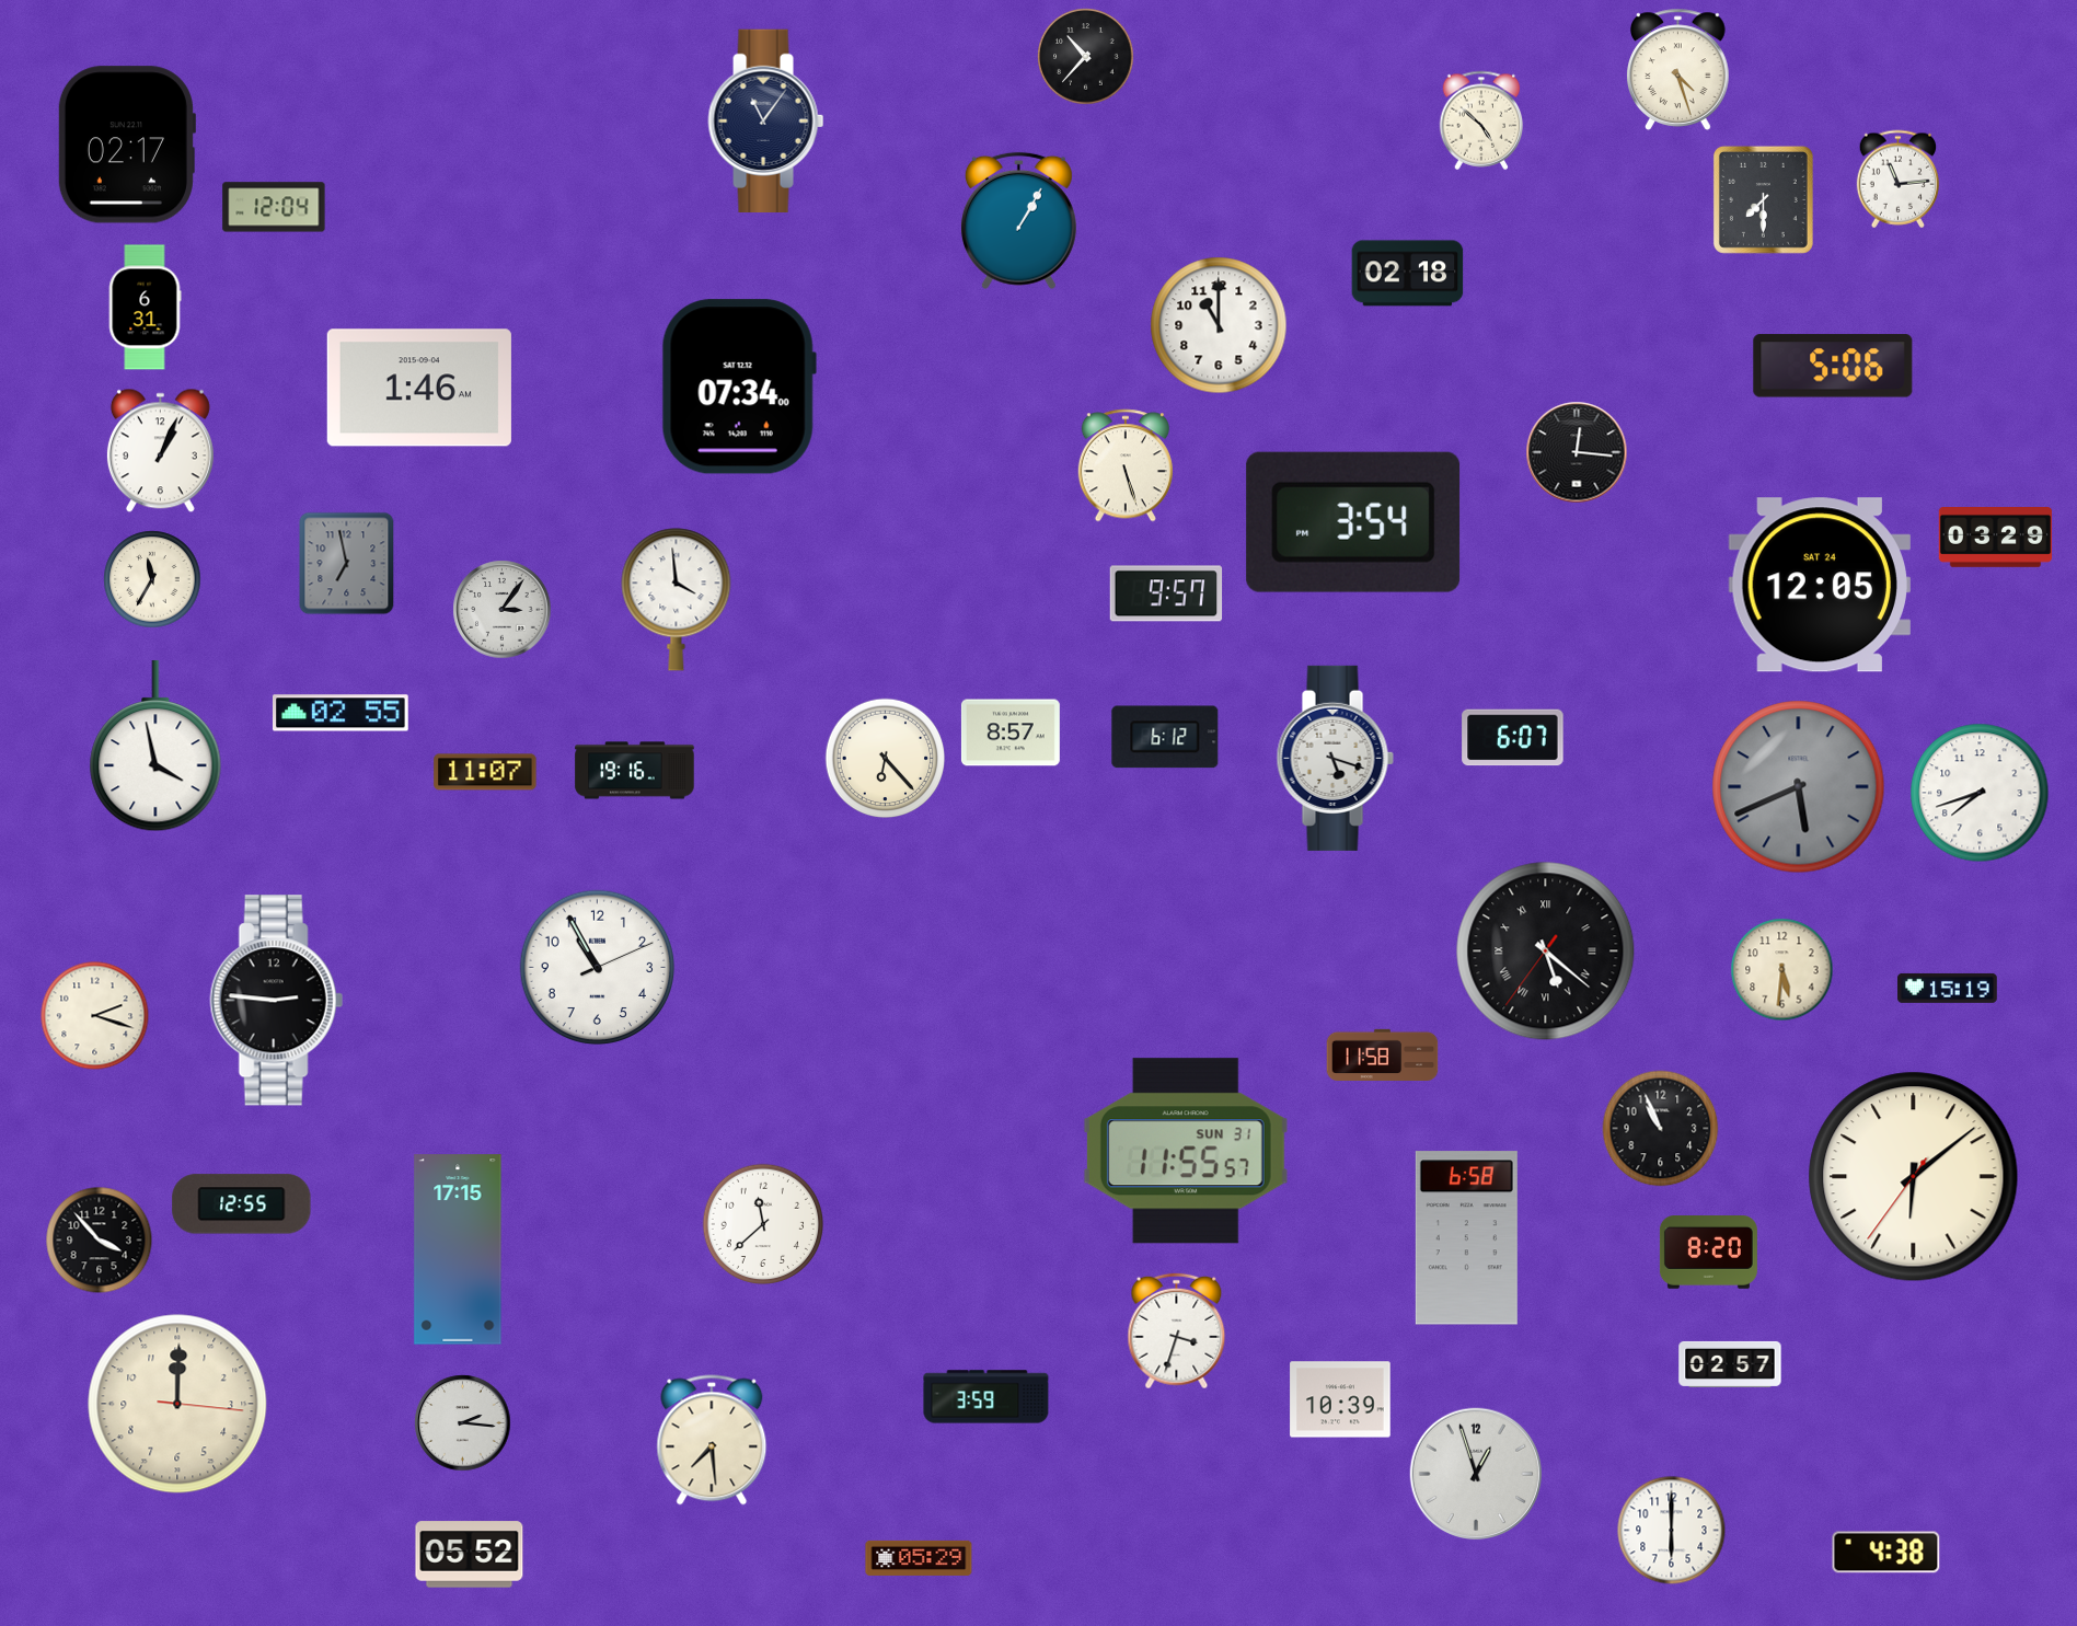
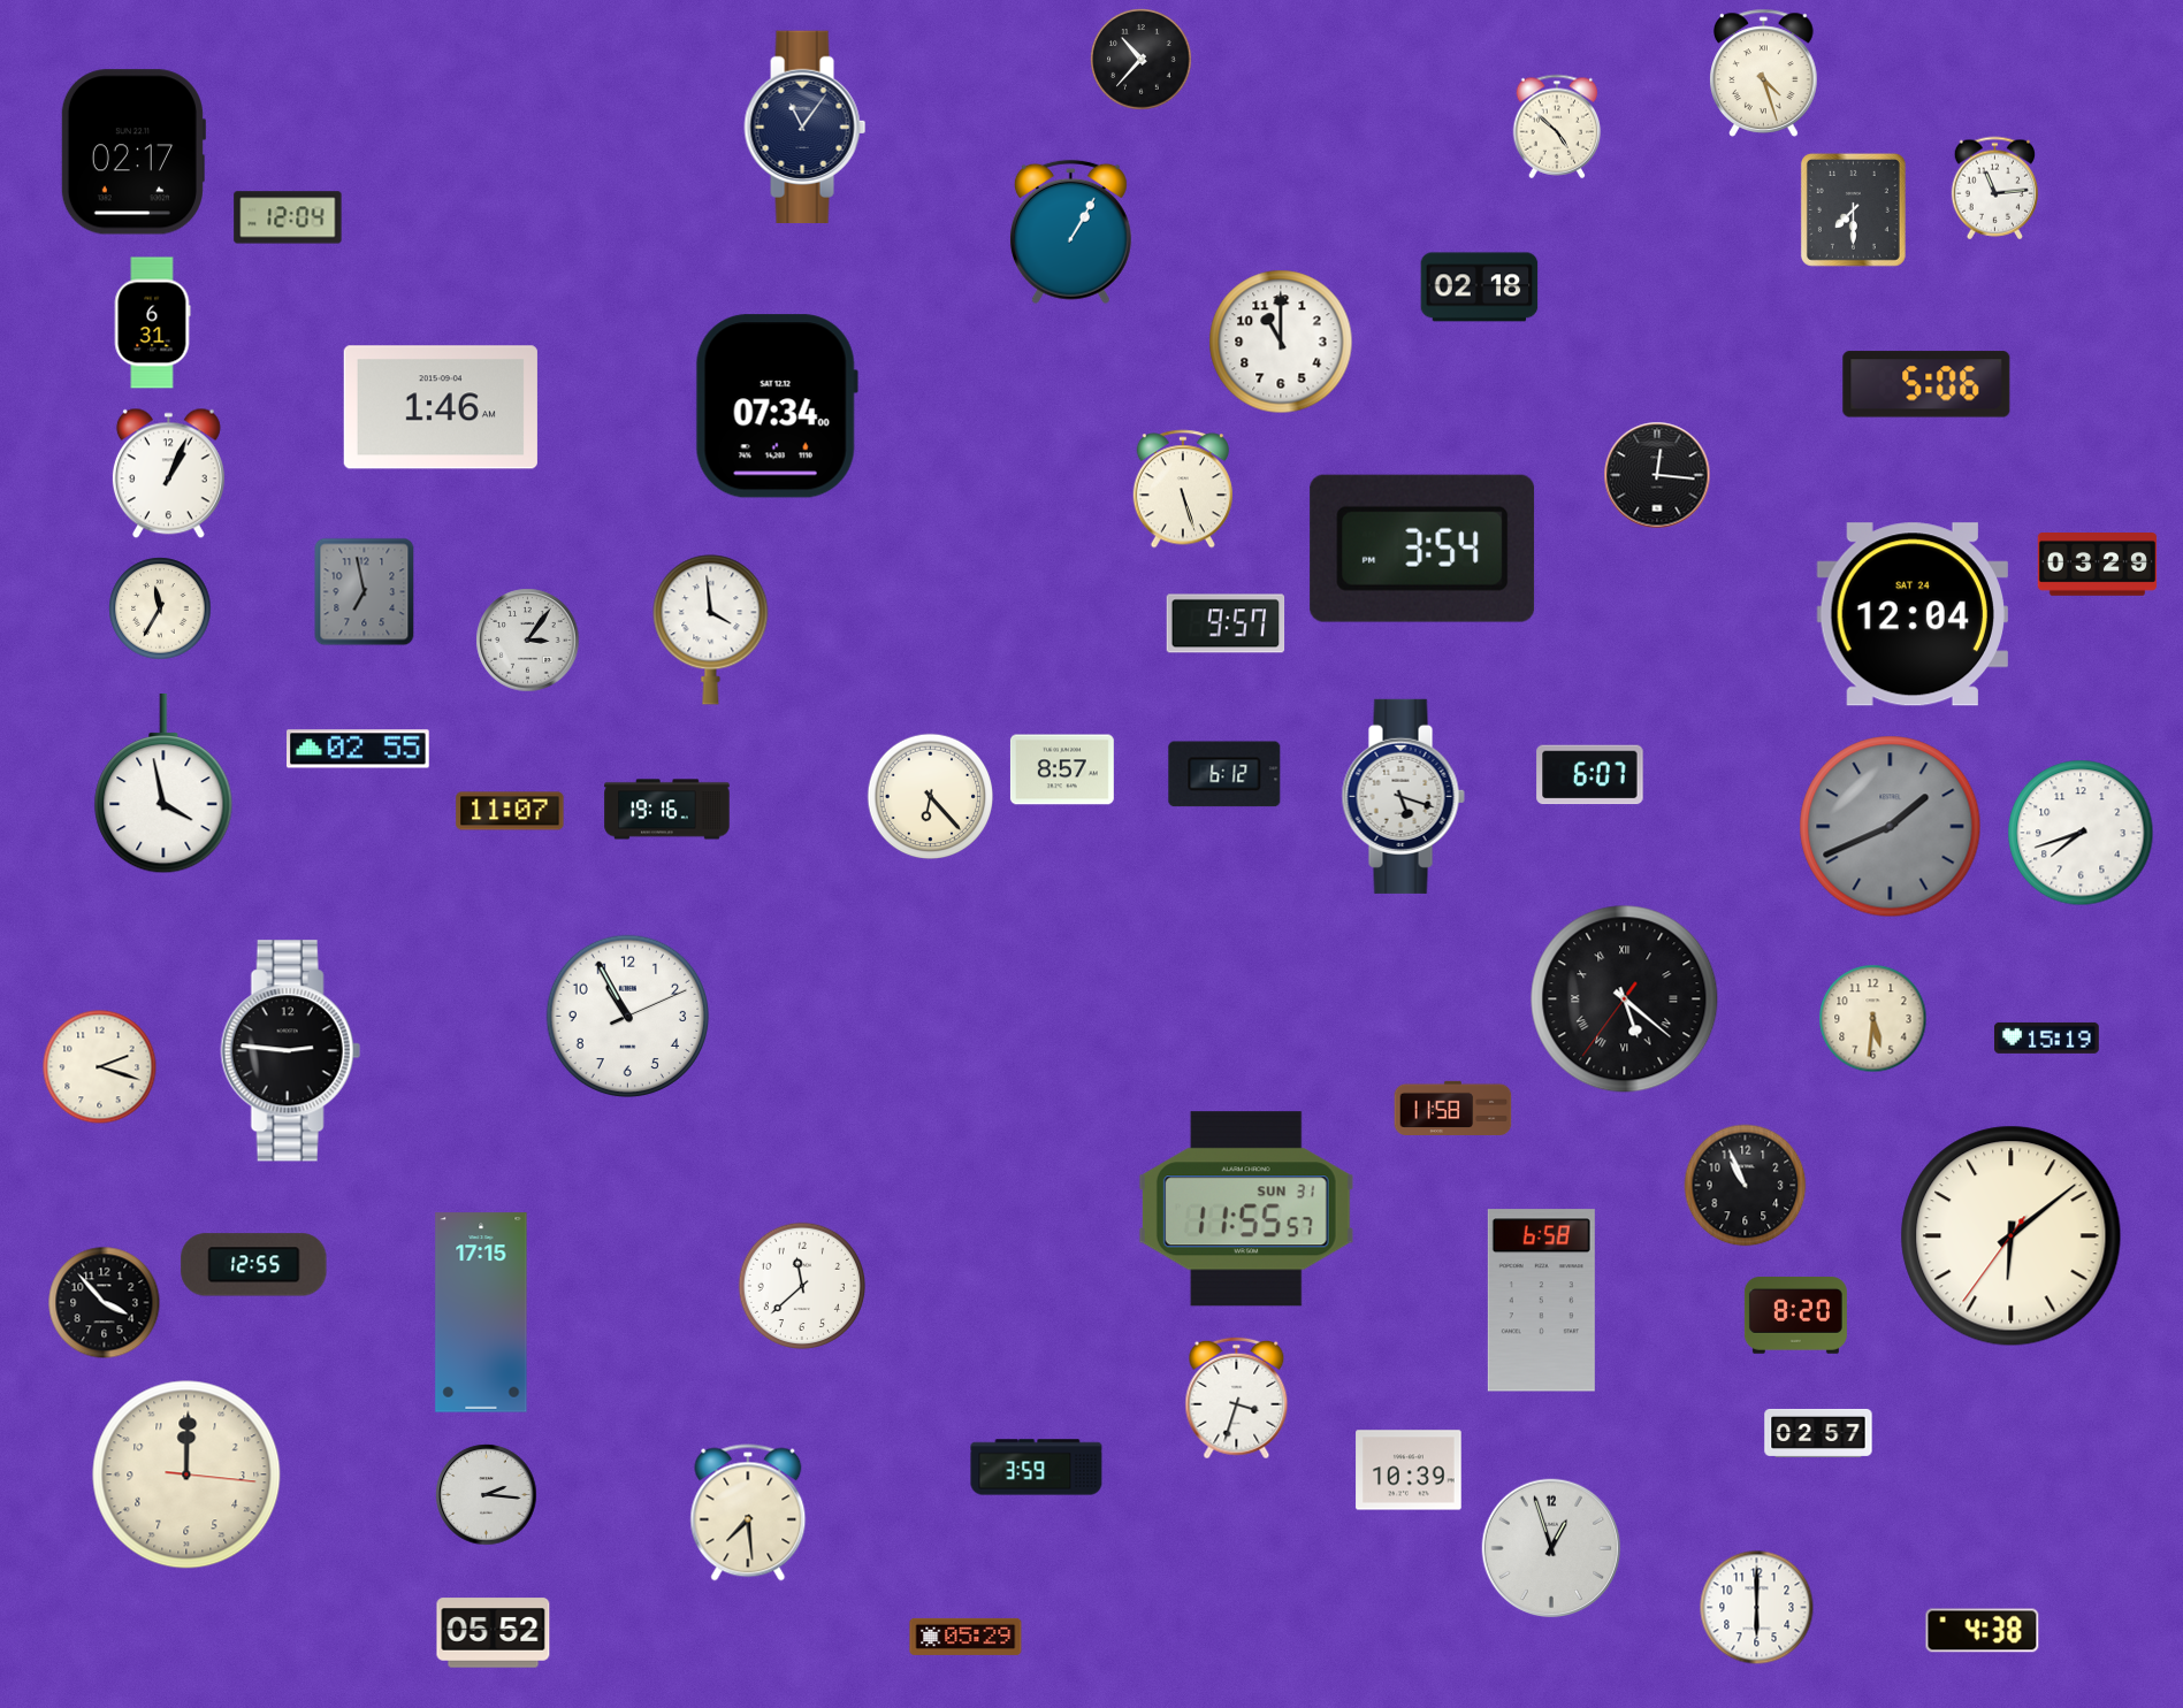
clock at (1820, 585): 12:05 -> 12:04
clock at (1799, 787): 5:41 -> 1:41
